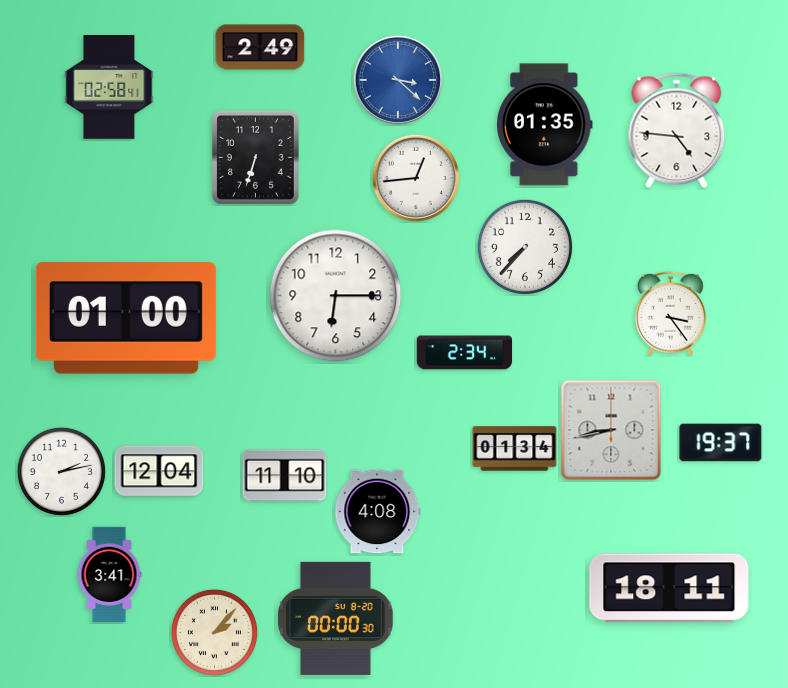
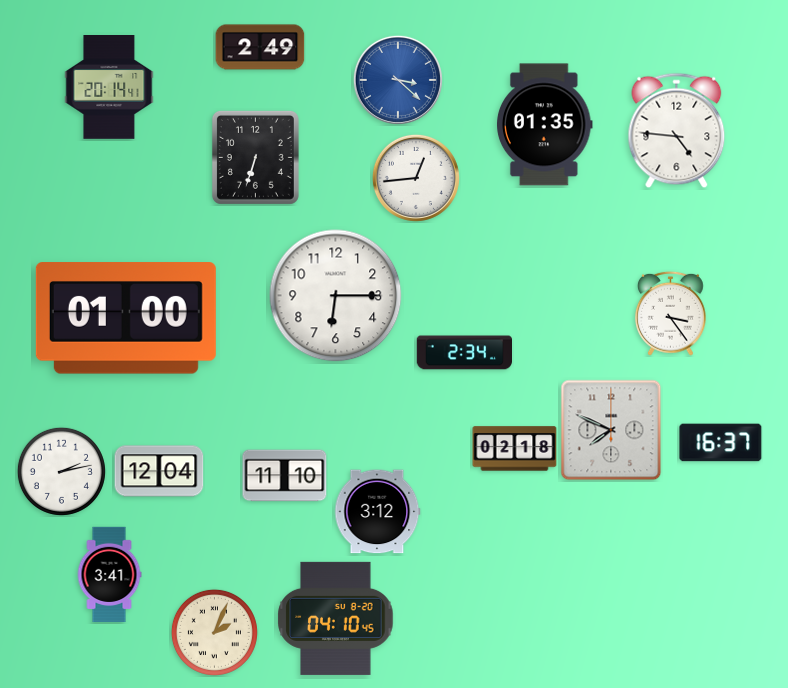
clock at (109, 88): 02:58 -> 20:14
clock at (525, 247): 7:37 -> none
clock at (611, 430): 8:43 -> 7:49
clock at (721, 443): 19:37 -> 16:37
clock at (515, 449): 01:34 -> 02:18
clock at (378, 512): 4:08 -> 3:12
clock at (669, 588): 18:11 -> none
clock at (336, 618): 00:00 -> 04:10
clock at (214, 632): 2:07 -> 2:04
